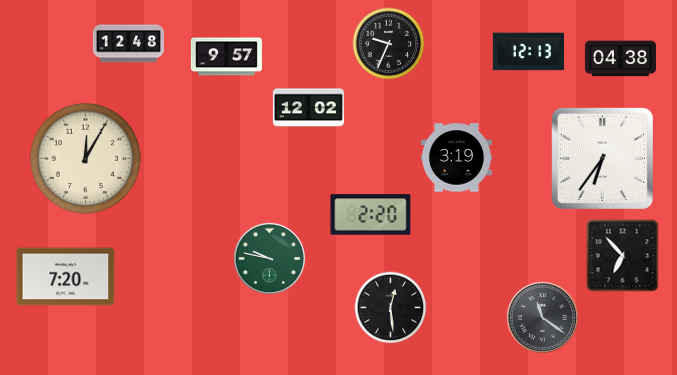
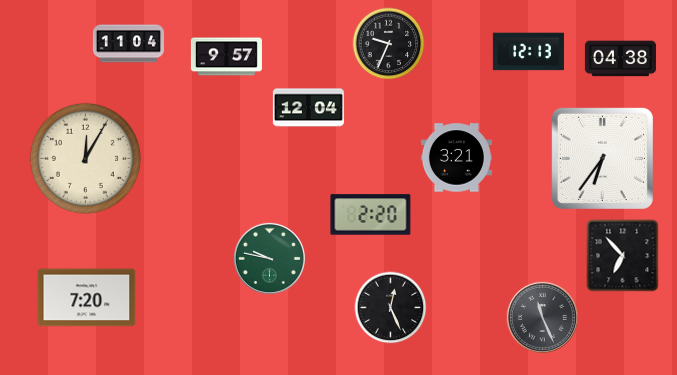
clock at (128, 44): 12:48 -> 11:04
clock at (308, 108): 12:02 -> 12:04
clock at (456, 158): 3:19 -> 3:21
clock at (66, 277) position: (66, 277) -> (87, 298)
clock at (391, 308): 12:29 -> 12:26
clock at (542, 317): 11:21 -> 11:26
